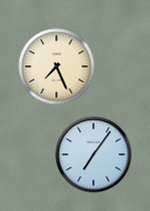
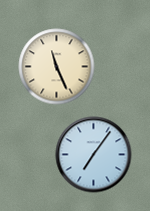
clock at (57, 67): 7:26 -> 11:26
